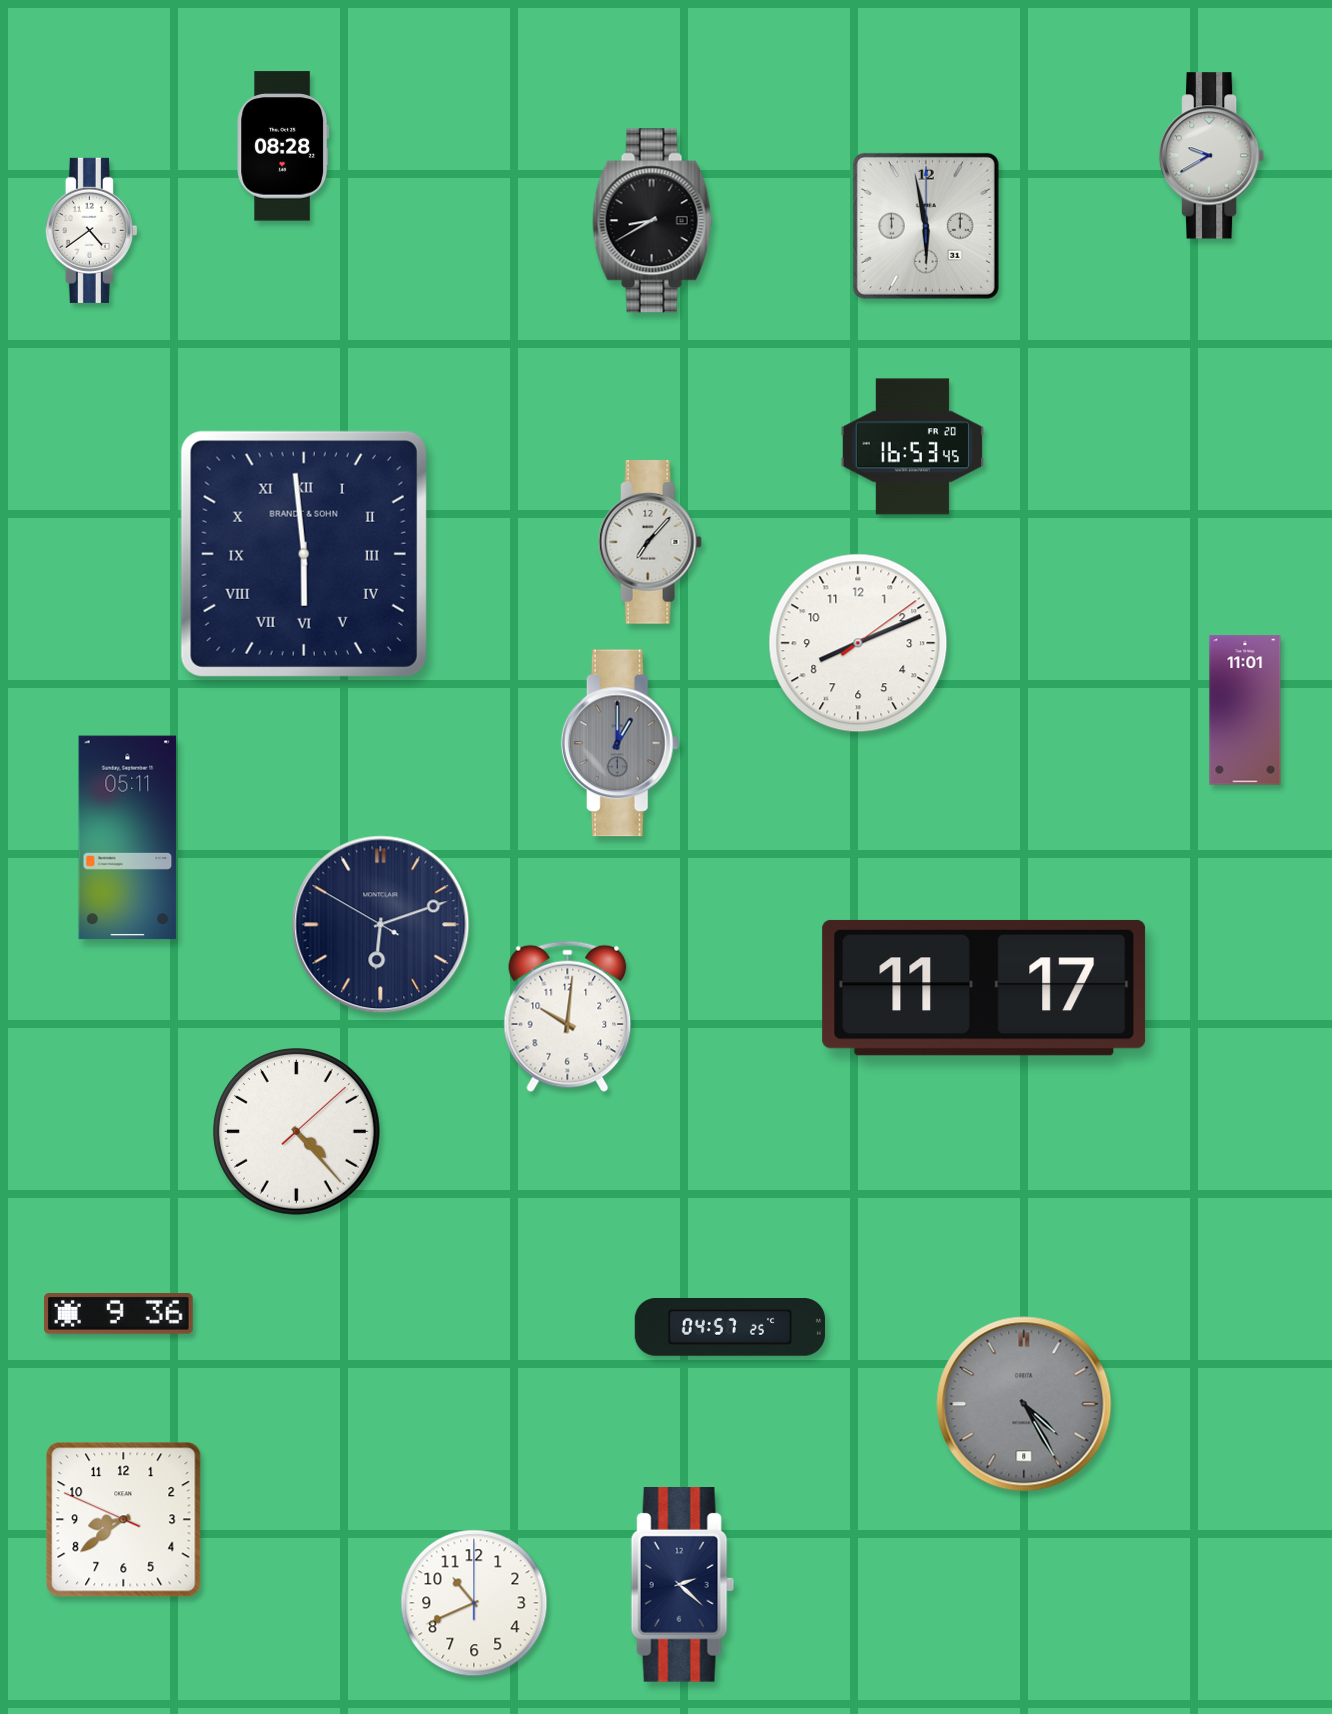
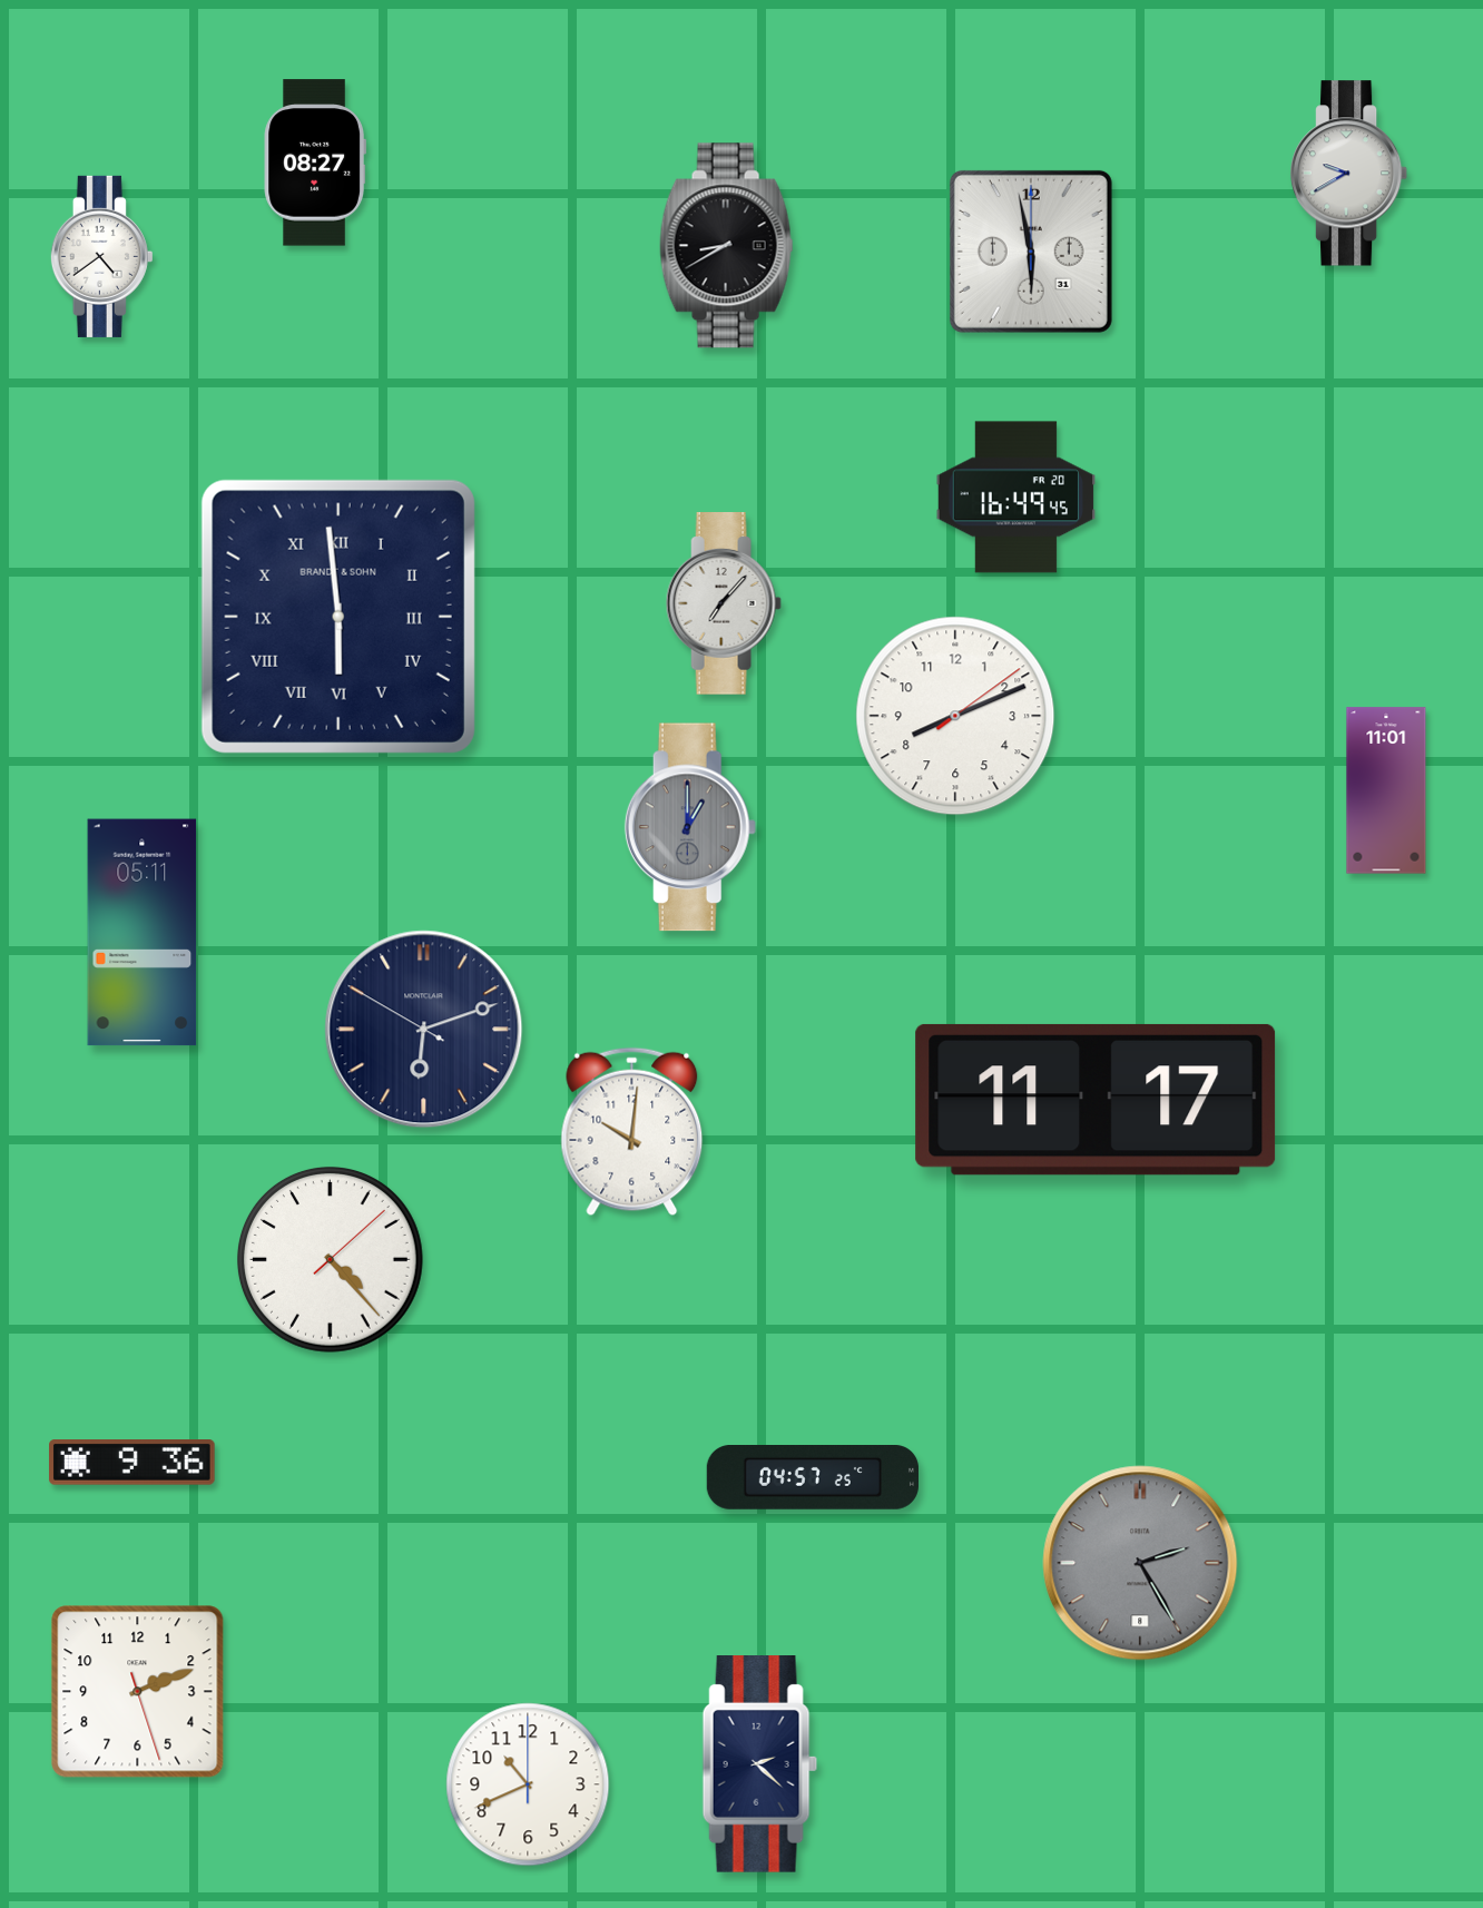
clock at (283, 146): 08:28 -> 08:27
clock at (913, 447): 16:53 -> 16:49
clock at (1024, 1404): 4:25 -> 2:25
clock at (124, 1520): 8:38 -> 2:11
